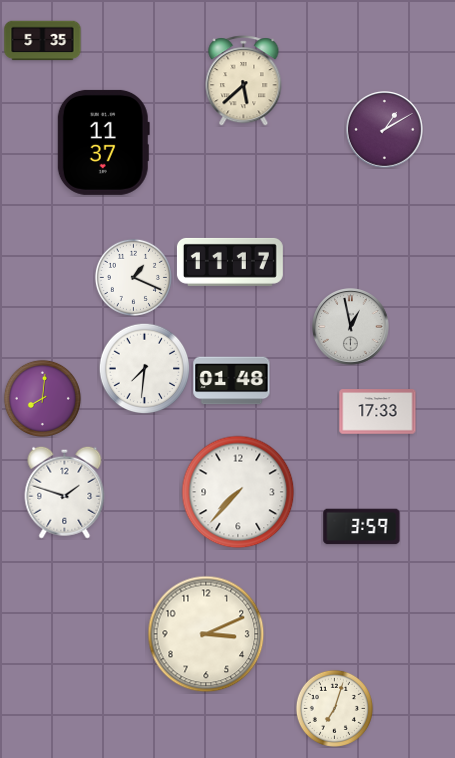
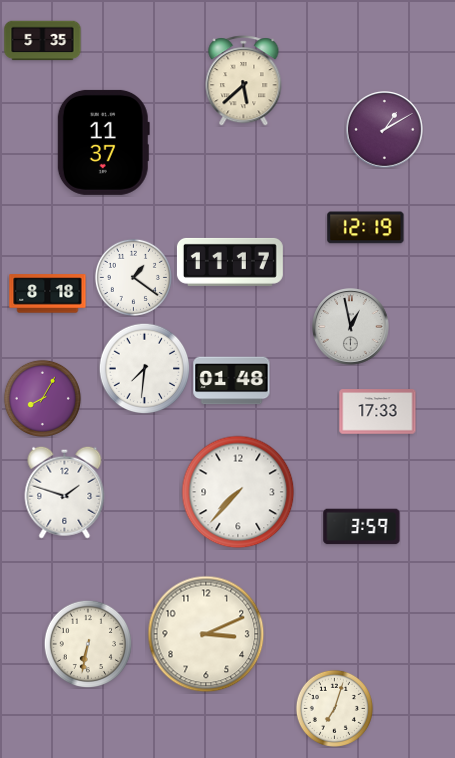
clock at (366, 228): none -> 12:19
clock at (133, 277): 1:19 -> 1:21
clock at (48, 294): none -> 8:18
clock at (42, 398): 8:01 -> 8:05
clock at (88, 644): none -> 6:32
